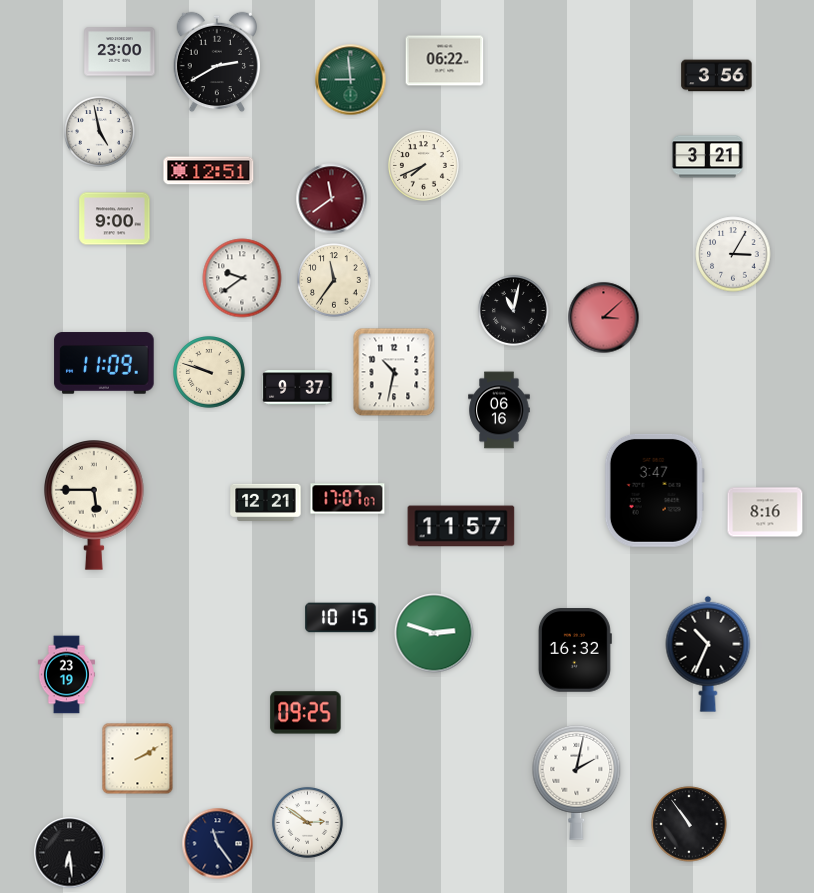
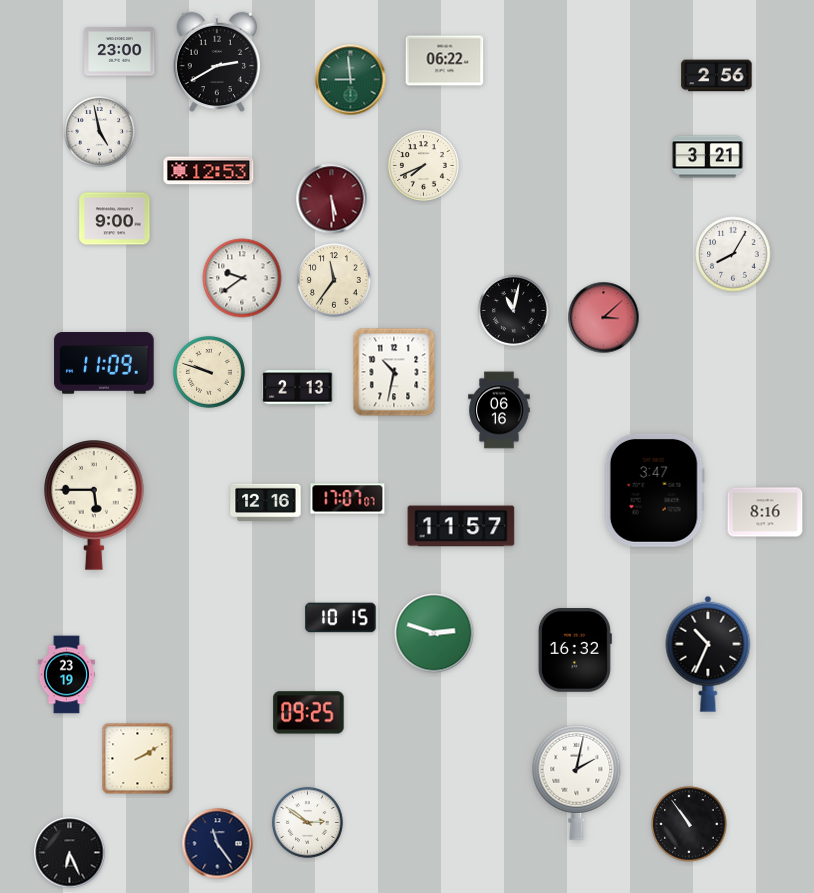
clock at (717, 76): 3:56 -> 2:56
clock at (209, 171): 12:51 -> 12:53
clock at (332, 199): 11:39 -> 5:29
clock at (733, 254): 3:05 -> 8:05
clock at (298, 388): 9:37 -> 2:13
clock at (266, 502): 12:21 -> 12:16
clock at (306, 713) position: (306, 713) -> (309, 713)
clock at (70, 853): 6:29 -> 6:26
